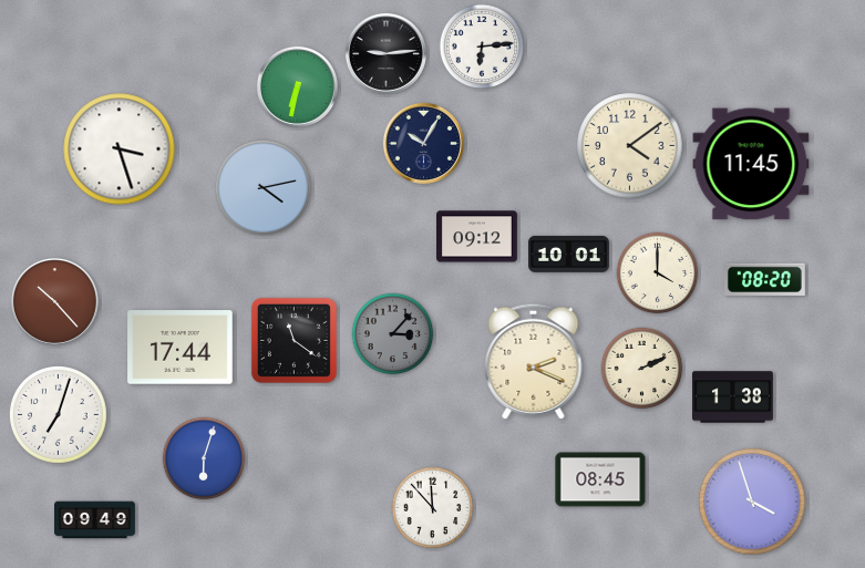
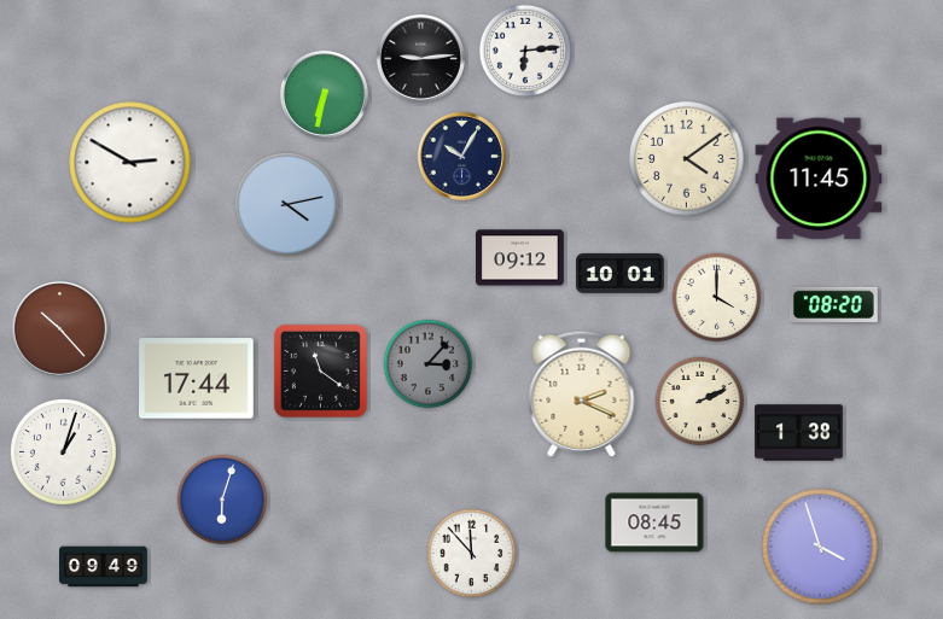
clock at (120, 149): 3:27 -> 2:50
clock at (569, 254) position: (569, 254) -> (621, 273)
clock at (58, 414): 7:03 -> 1:03
